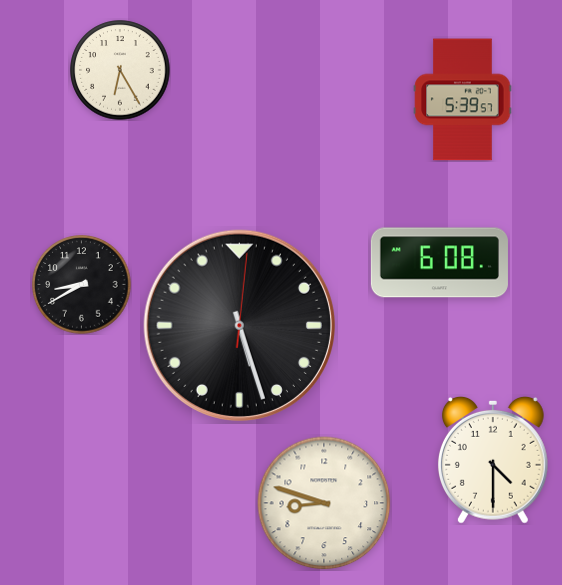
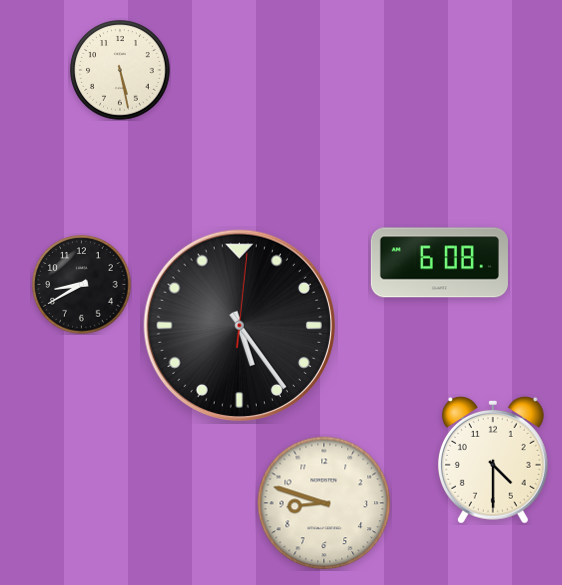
clock at (120, 70): 6:25 -> 5:28
clock at (463, 100): 5:39 -> none
clock at (239, 325): 5:27 -> 5:24
